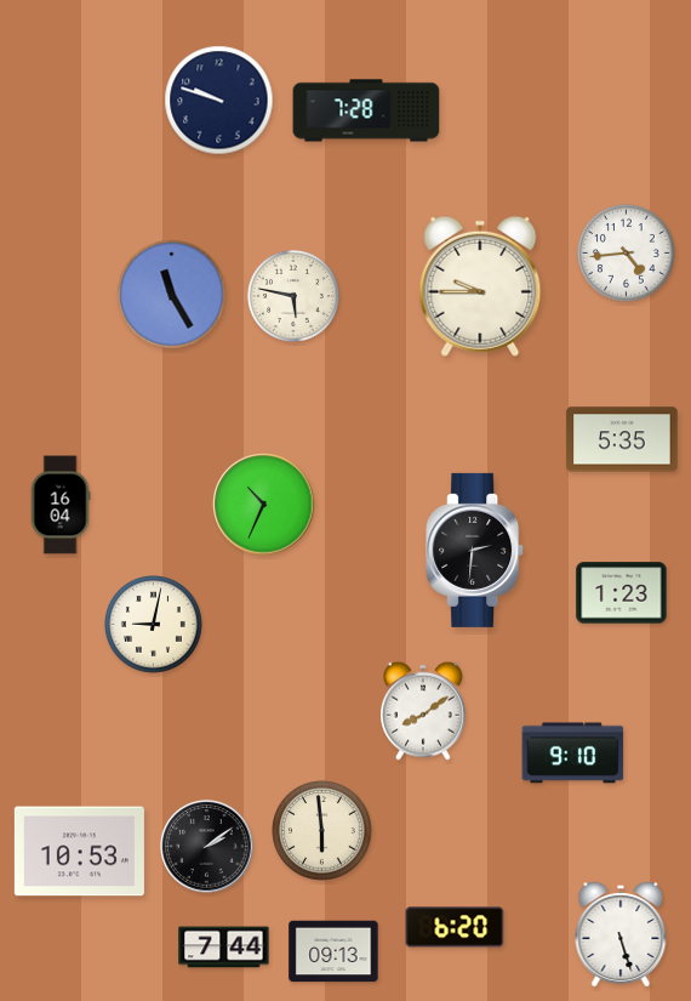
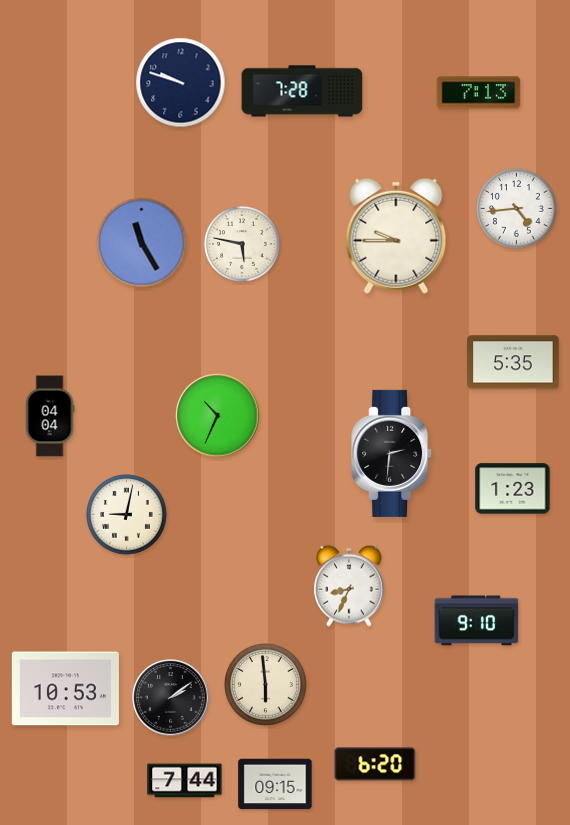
clock at (479, 93): none -> 7:13
clock at (61, 505): 16:04 -> 04:04
clock at (424, 711): 8:09 -> 8:34
clock at (573, 753) position: (573, 753) -> (477, 621)
clock at (79, 852) position: (79, 852) -> (65, 689)
clock at (621, 934): 5:27 -> none
clock at (333, 951): 09:13 -> 09:15
